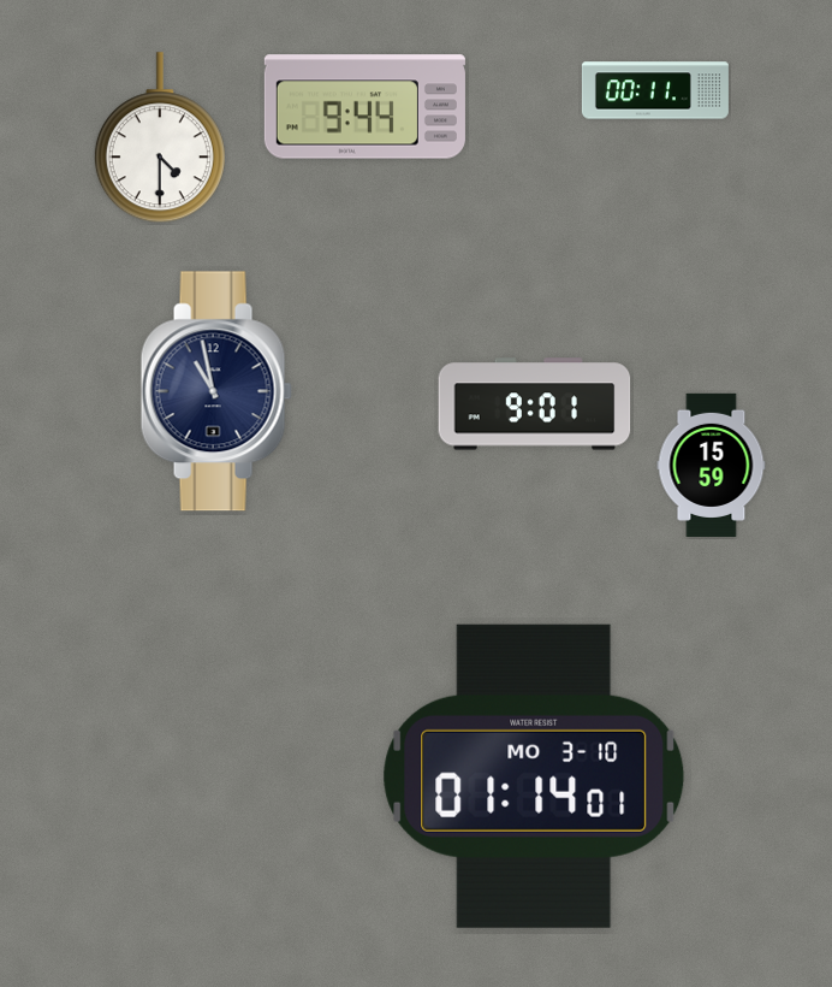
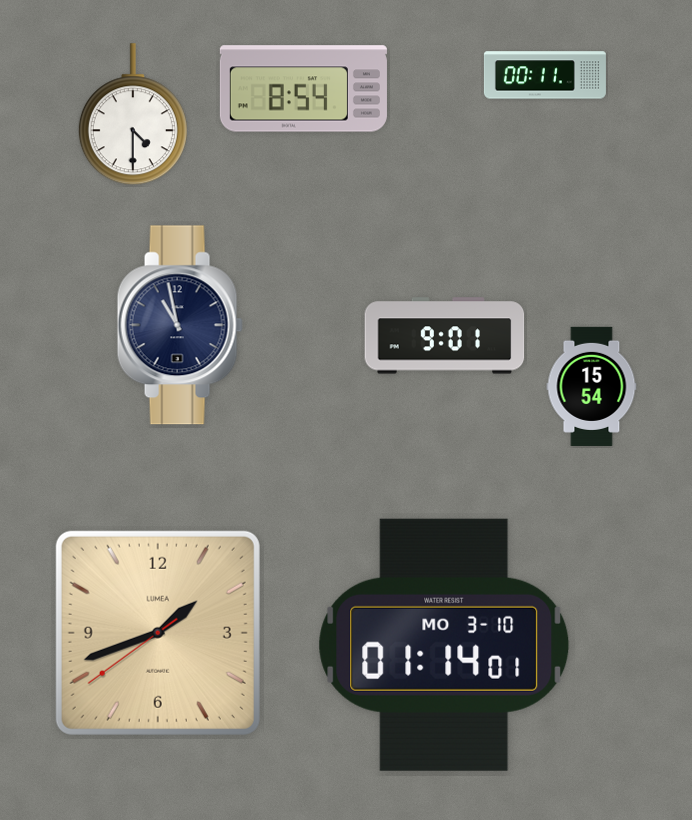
clock at (364, 107): 9:44 -> 8:54
clock at (712, 465): 15:59 -> 15:54
clock at (158, 633): none -> 1:41
